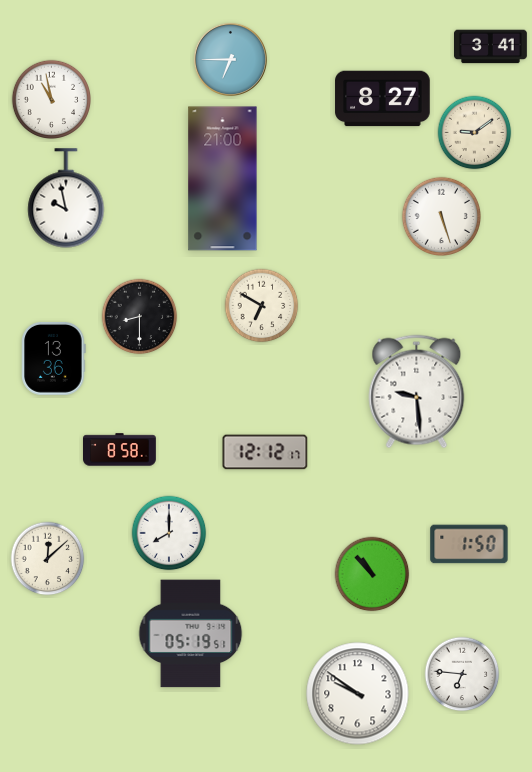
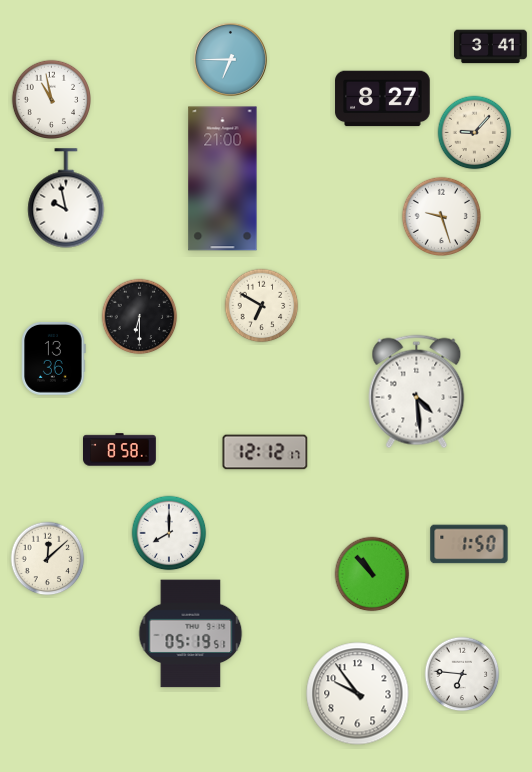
clock at (475, 133): 9:09 -> 9:07
clock at (441, 216): 5:27 -> 9:27
clock at (140, 317): 8:30 -> 6:30
clock at (417, 392): 9:29 -> 4:29
clock at (358, 694): 9:51 -> 9:54
